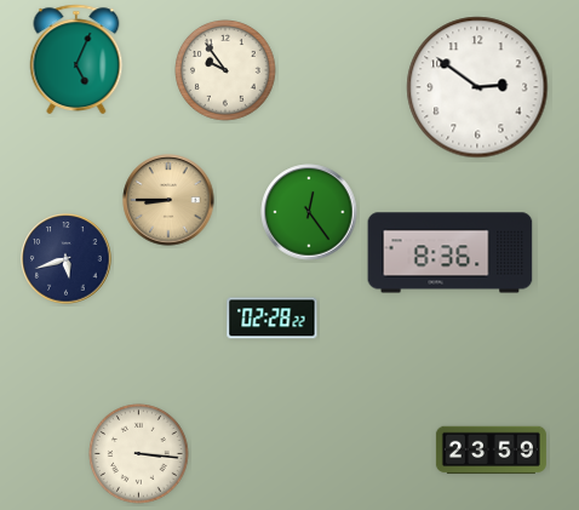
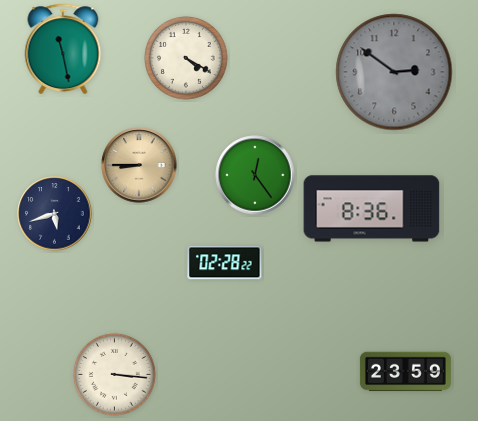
clock at (76, 59): 5:04 -> 11:28
clock at (225, 70): 9:54 -> 4:20
clock at (477, 87) dial: white -> grey
